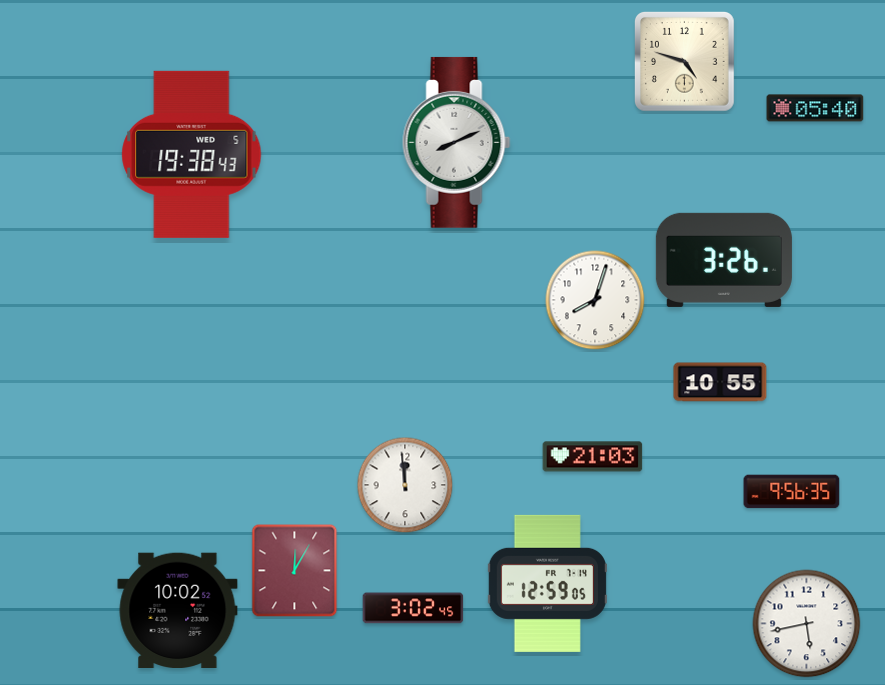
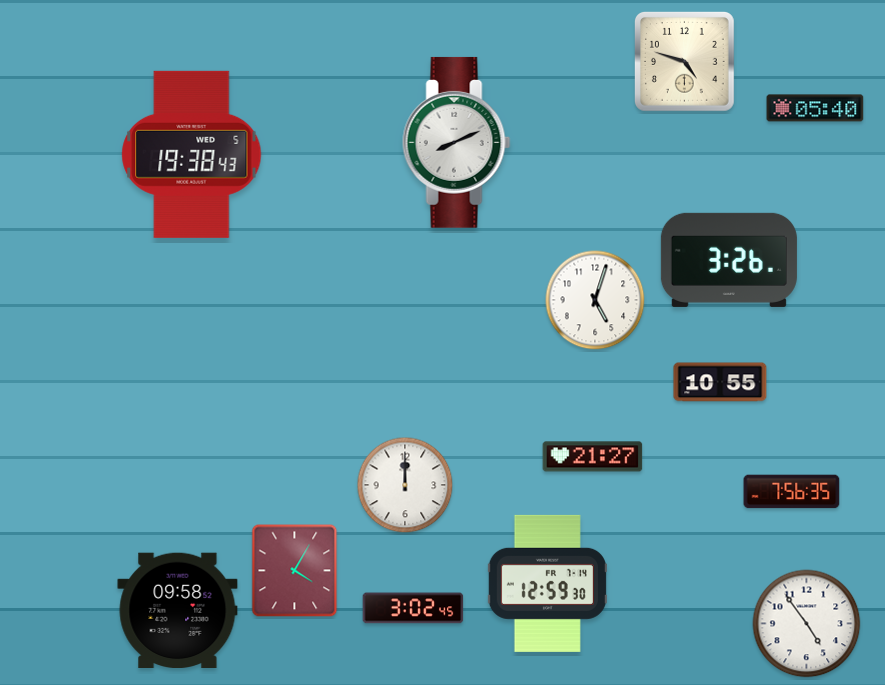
clock at (724, 260) position: (724, 260) -> (729, 260)
clock at (595, 300): 8:03 -> 5:03
clock at (593, 457): 21:03 -> 21:27
clock at (405, 485): 11:59 -> 12:00
clock at (792, 492): 9:56 -> 7:56
clock at (295, 571): 12:05 -> 4:05
clock at (547, 583): 12:59:05 -> 12:59:30
clock at (178, 610): 10:02 -> 09:58
clock at (807, 624): 5:43 -> 4:54
